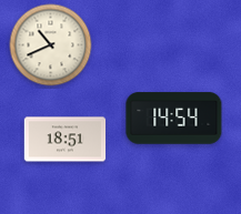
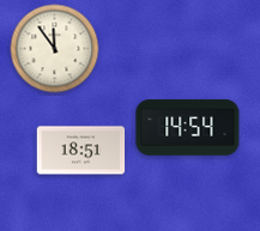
clock at (51, 45): 10:41 -> 11:54
clock at (66, 140) position: (66, 140) -> (81, 151)
